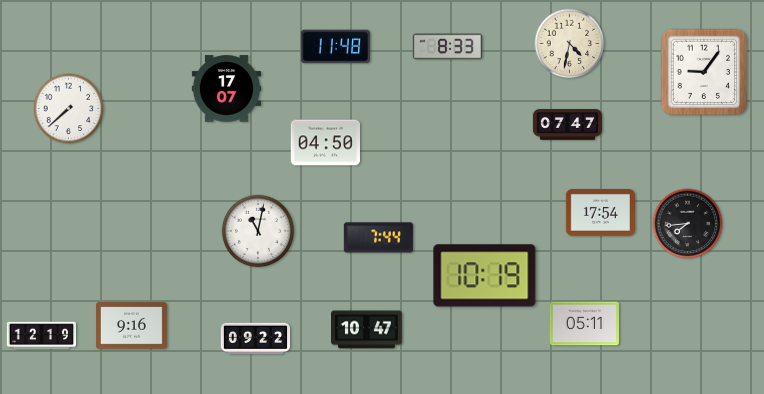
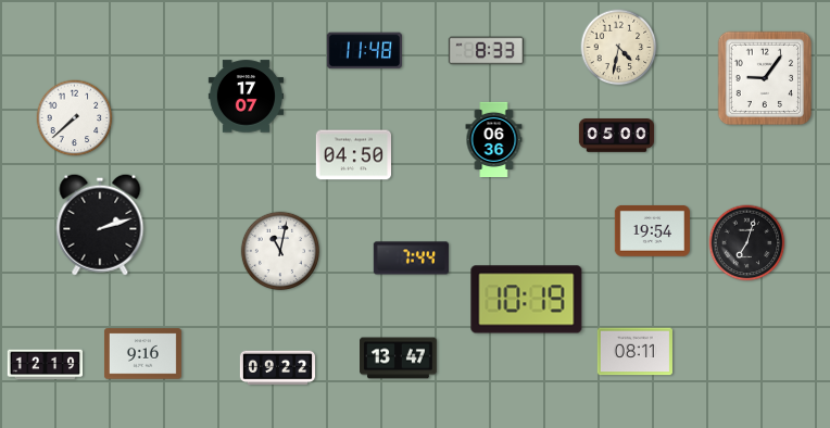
clock at (567, 125): 07:47 -> 05:00
clock at (494, 140): none -> 06:36
clock at (100, 225): none -> 2:12
clock at (600, 212): 17:54 -> 19:54
clock at (688, 224): 7:44 -> 7:03
clock at (584, 324): 05:11 -> 08:11
clock at (367, 330): 10:47 -> 13:47
